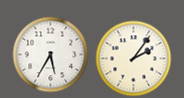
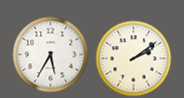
clock at (134, 59): 2:06 -> 2:09
